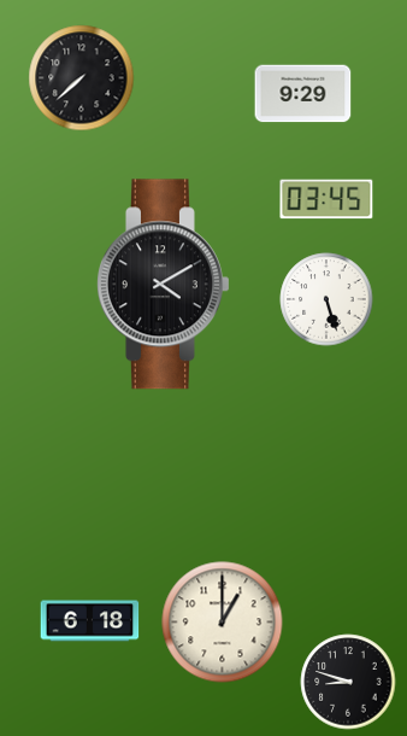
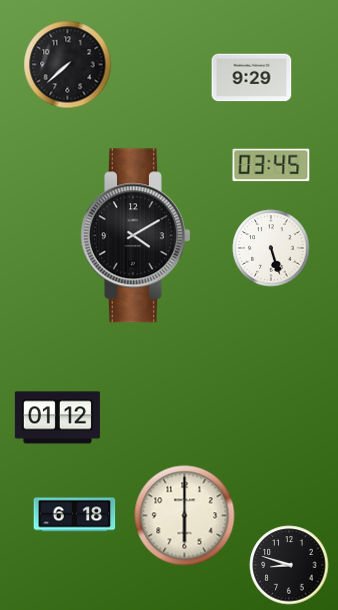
clock at (57, 418): none -> 01:12
clock at (223, 623): 1:00 -> 6:00
